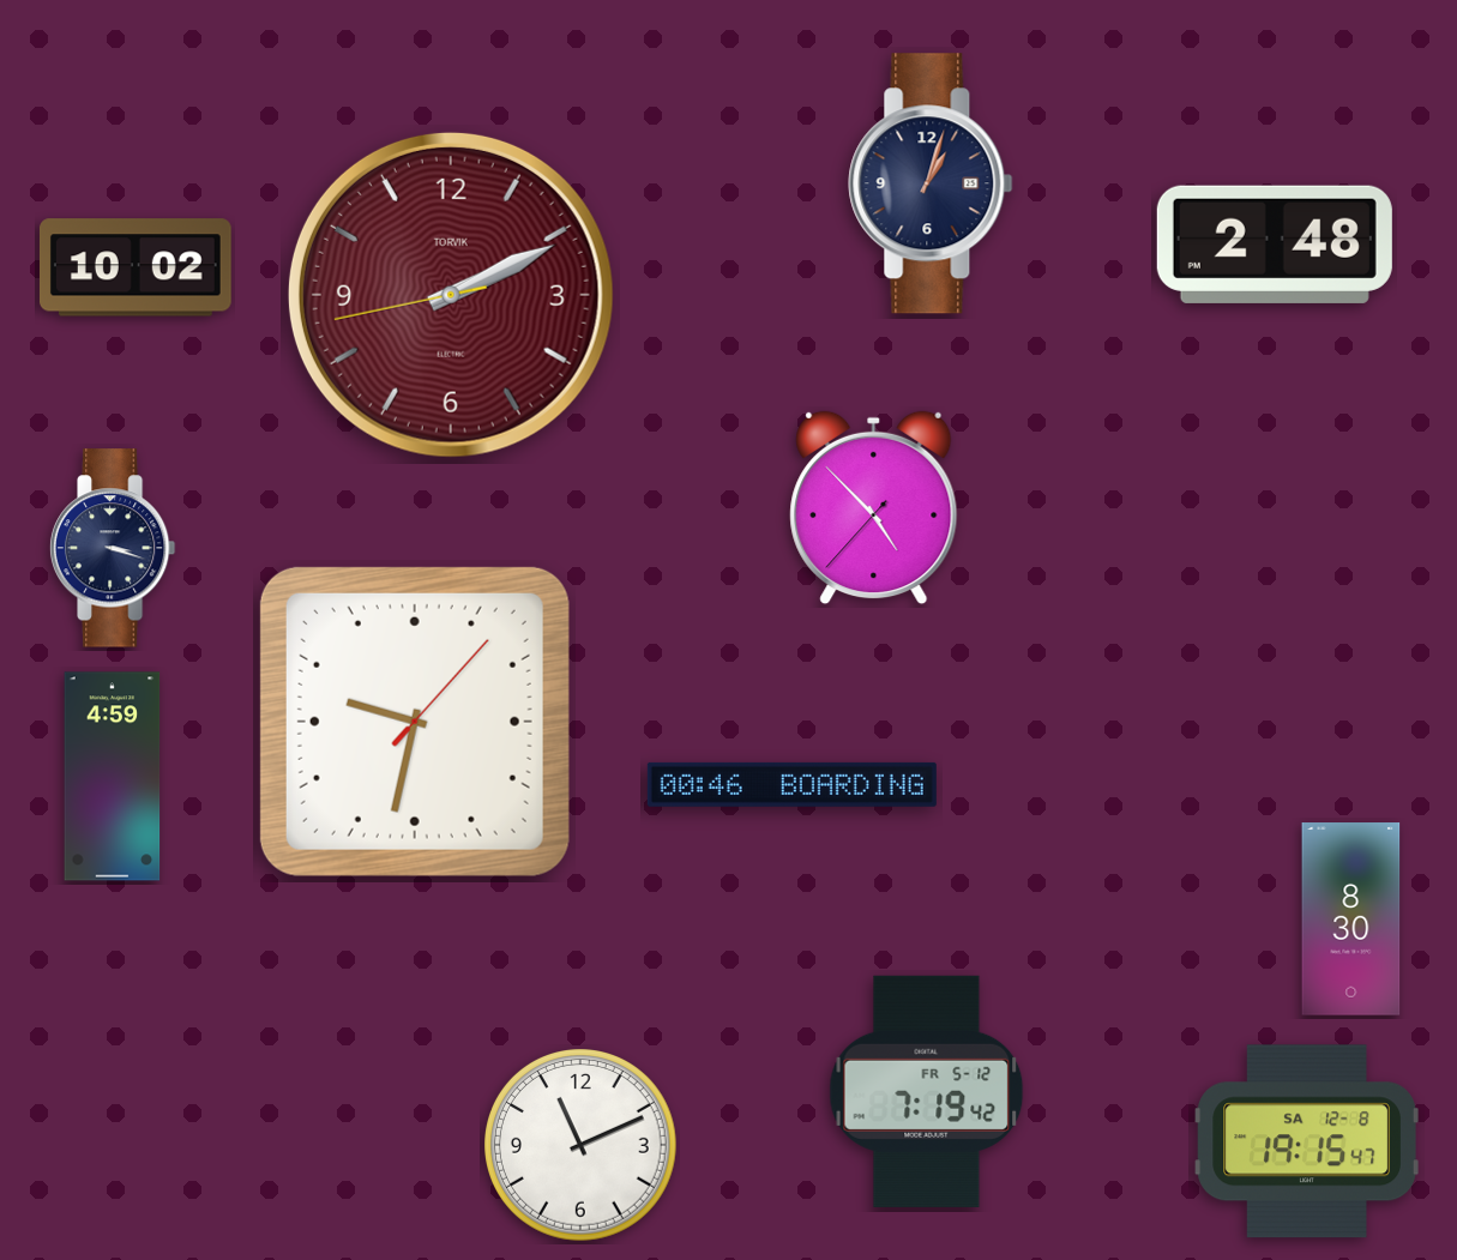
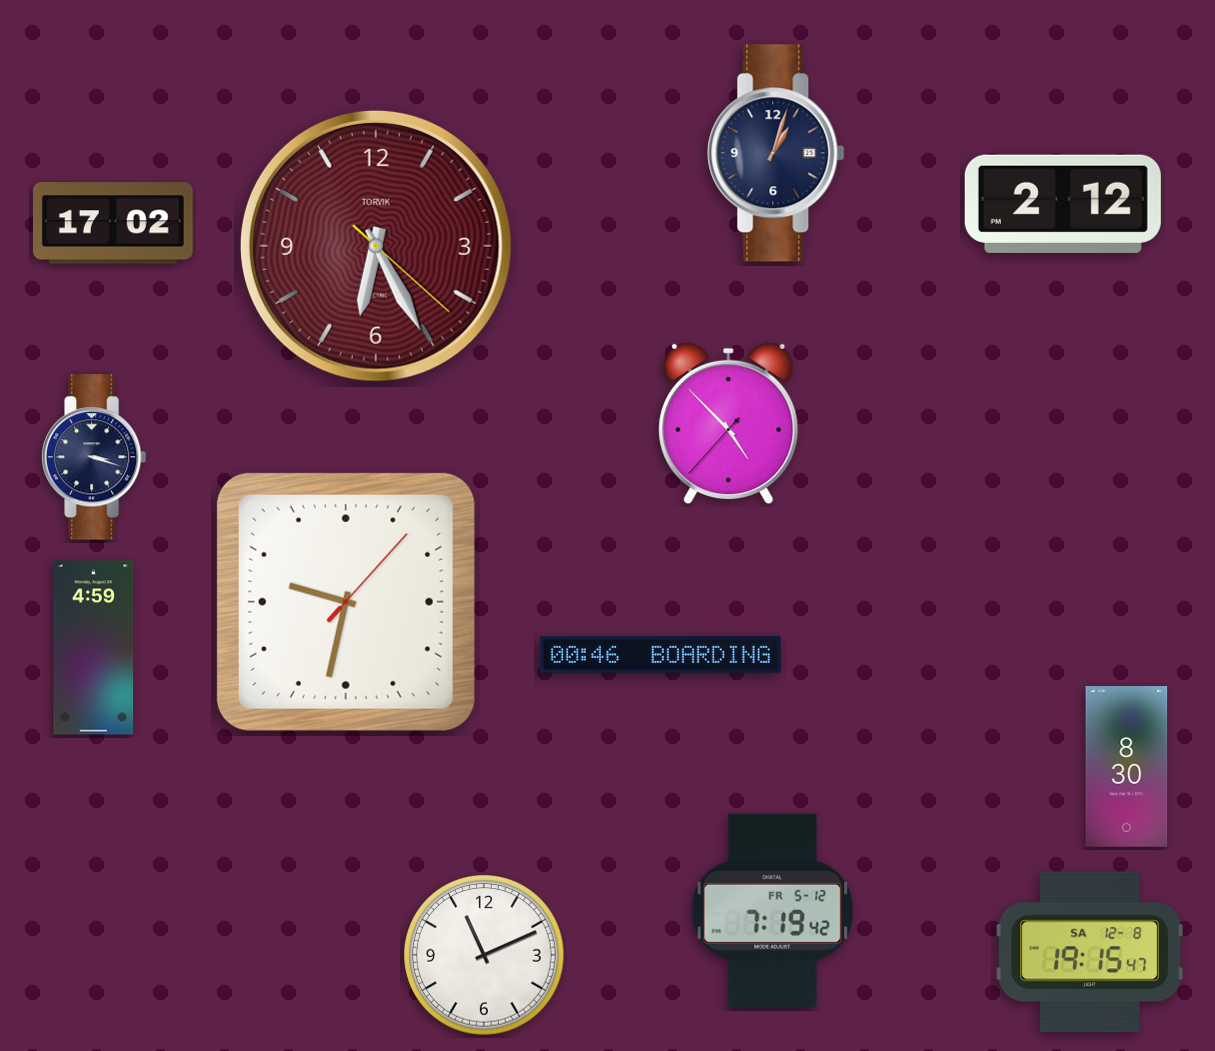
clock at (1275, 245): 2:48 -> 2:12
clock at (136, 267): 10:02 -> 17:02
clock at (451, 295): 2:10 -> 6:25
